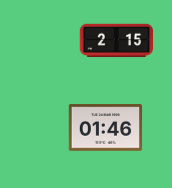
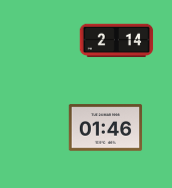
clock at (117, 41): 2:15 -> 2:14
